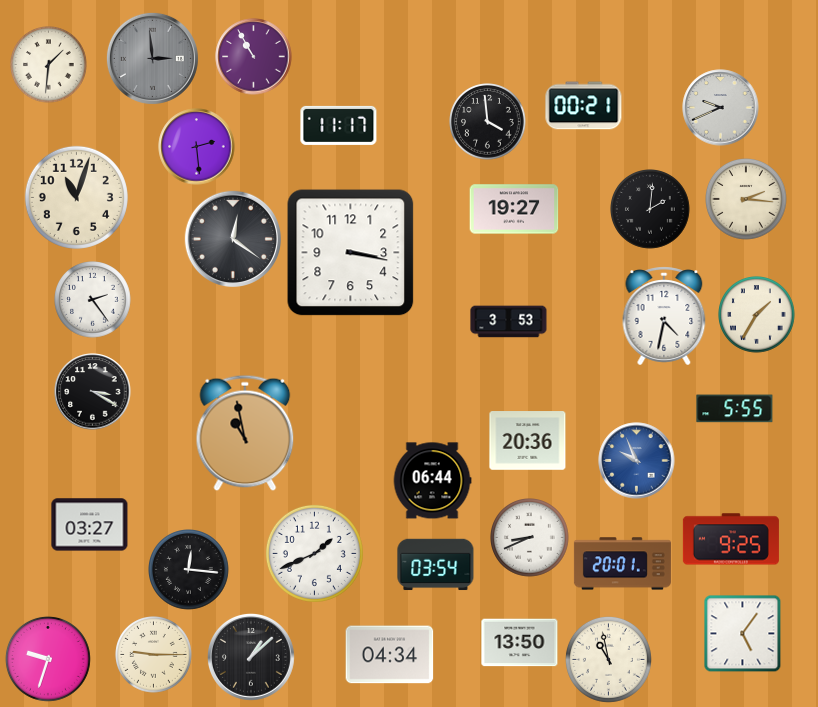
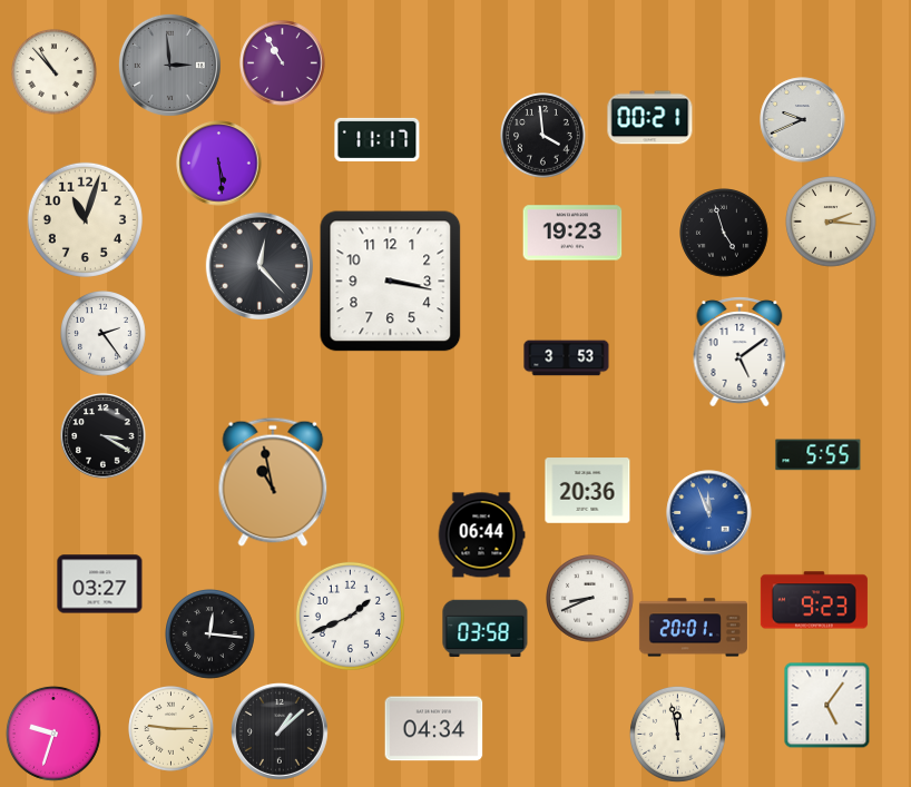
clock at (49, 65): 1:31 -> 10:53
clock at (197, 147): 2:29 -> 5:29
clock at (514, 209): 19:27 -> 19:23
clock at (651, 210): 2:01 -> 4:57
clock at (233, 239): 12:21 -> 12:23
clock at (757, 315): 1:35 -> none
clock at (664, 316): 4:32 -> 5:09
clock at (637, 461): 9:56 -> 11:56
clock at (731, 539): 9:25 -> 9:23
clock at (436, 565): 03:54 -> 03:58
clock at (520, 643): 13:50 -> none
clock at (608, 659): 10:58 -> 11:58
